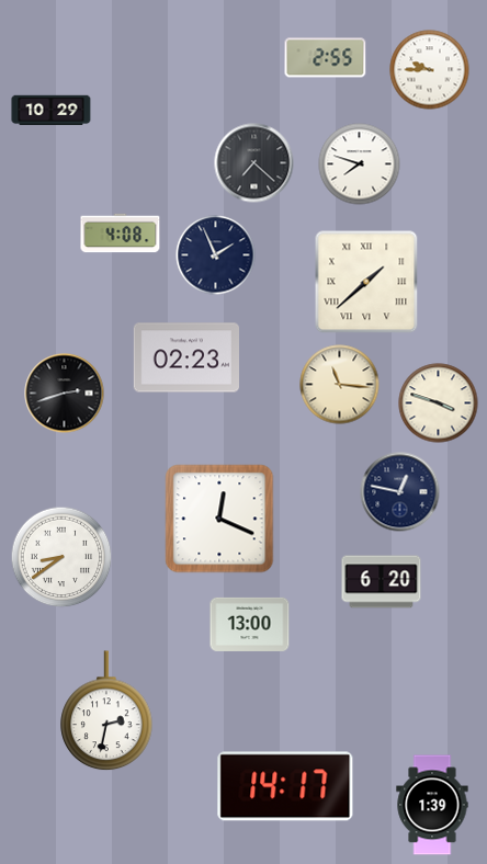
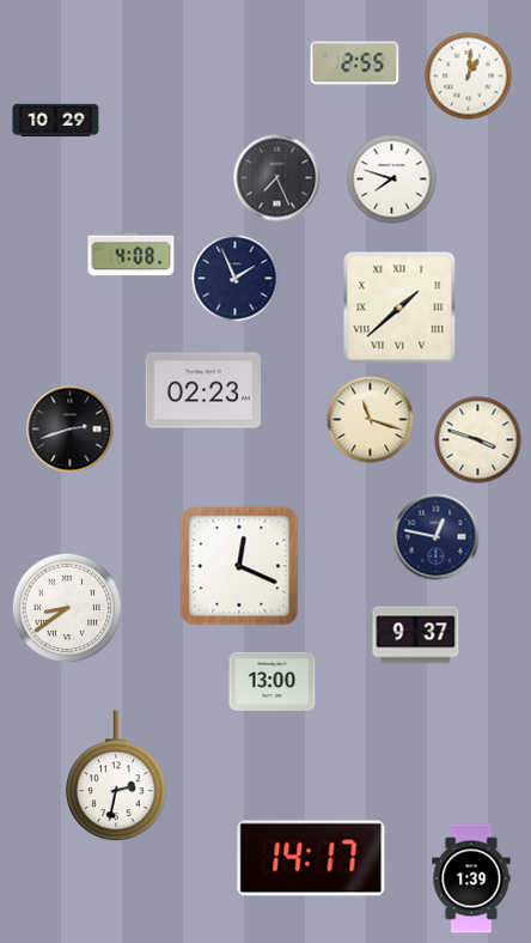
clock at (430, 70): 9:45 -> 1:01
clock at (254, 163): 7:22 -> 7:26
clock at (340, 385): 11:16 -> 11:18
clock at (382, 582): 6:20 -> 9:37
